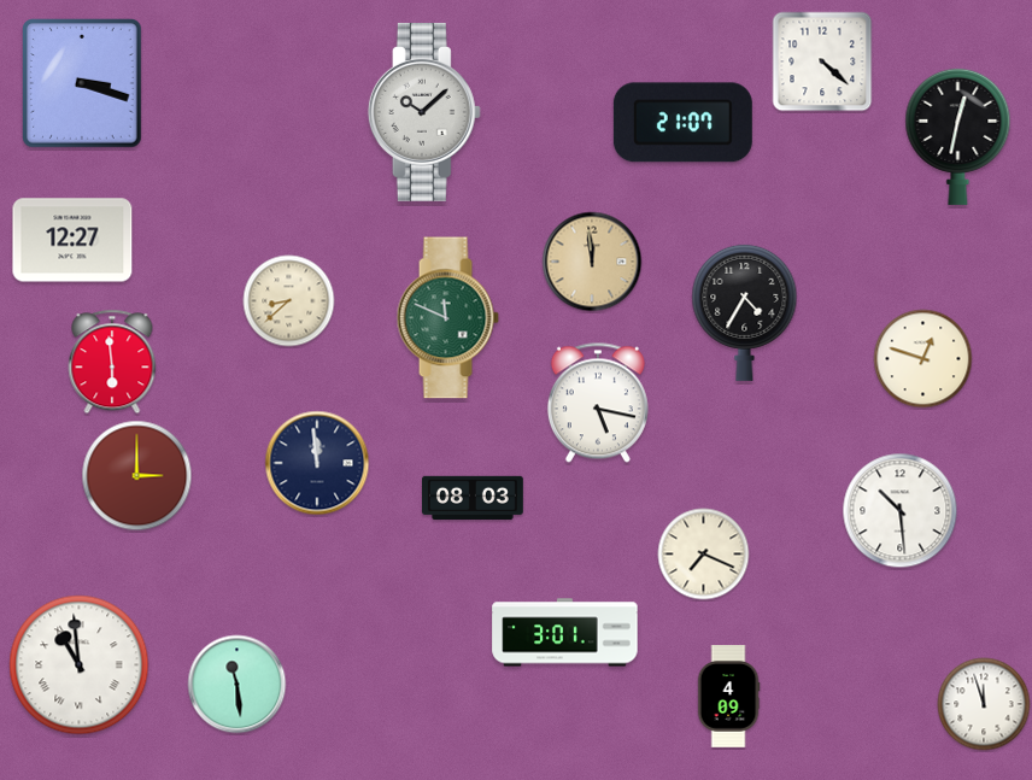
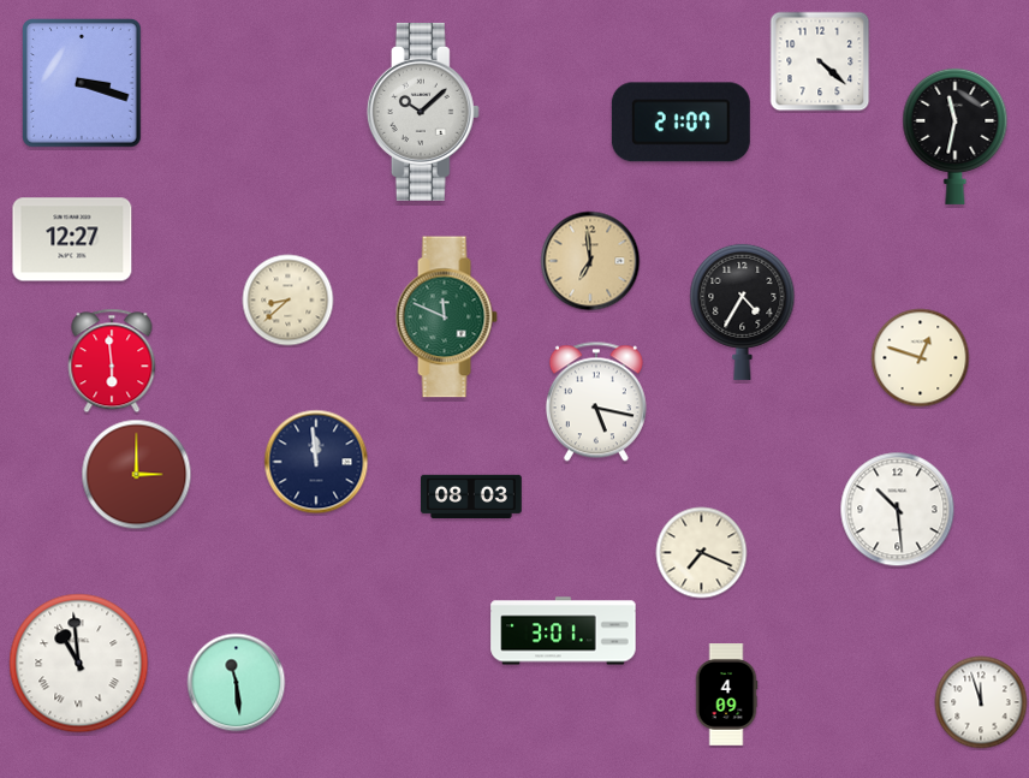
clock at (958, 136): 12:32 -> 11:32
clock at (592, 262): 11:59 -> 6:59
